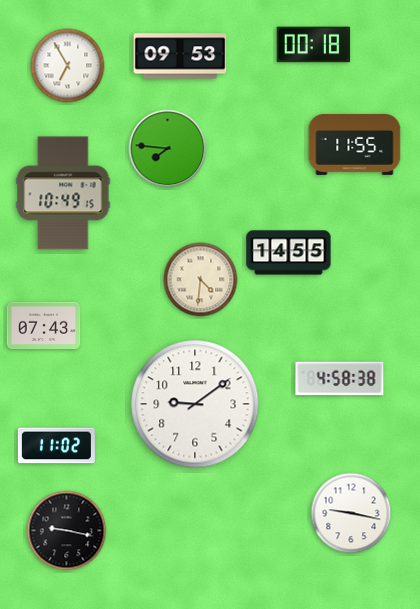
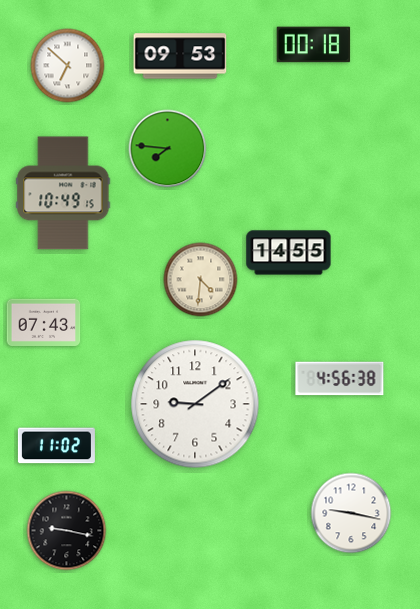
clock at (68, 66): 6:55 -> 6:52
clock at (355, 144): 11:55 -> none
clock at (44, 325) position: (44, 325) -> (44, 322)
clock at (340, 379): 4:58 -> 4:56
